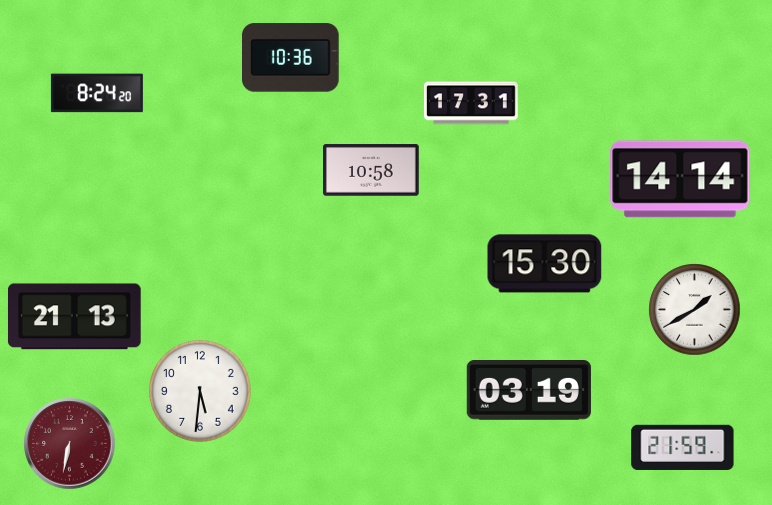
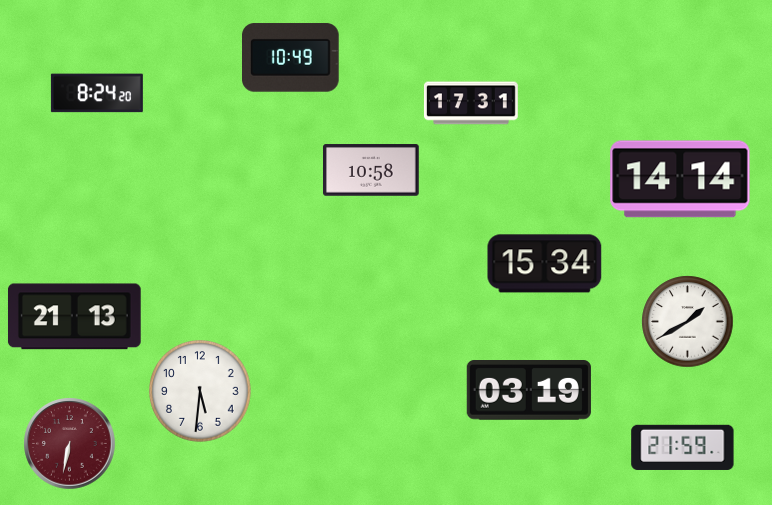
clock at (291, 58): 10:36 -> 10:49
clock at (545, 264): 15:30 -> 15:34
clock at (695, 310) position: (695, 310) -> (688, 322)
